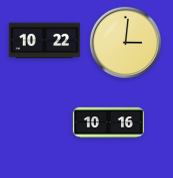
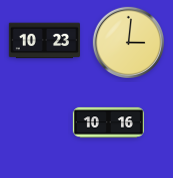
clock at (44, 41): 10:22 -> 10:23
clock at (125, 42) position: (125, 42) -> (128, 42)
